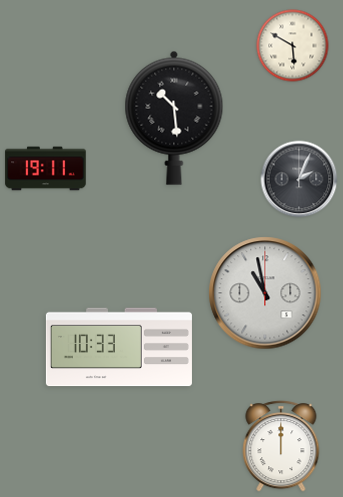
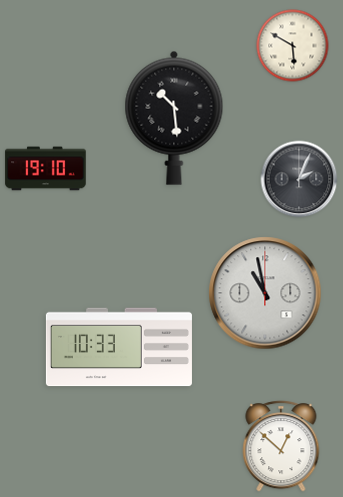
clock at (46, 169): 19:11 -> 19:10
clock at (281, 446): 12:00 -> 12:52
